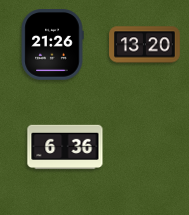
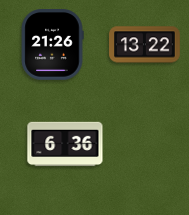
clock at (145, 45): 13:20 -> 13:22
clock at (65, 147) position: (65, 147) -> (65, 144)
